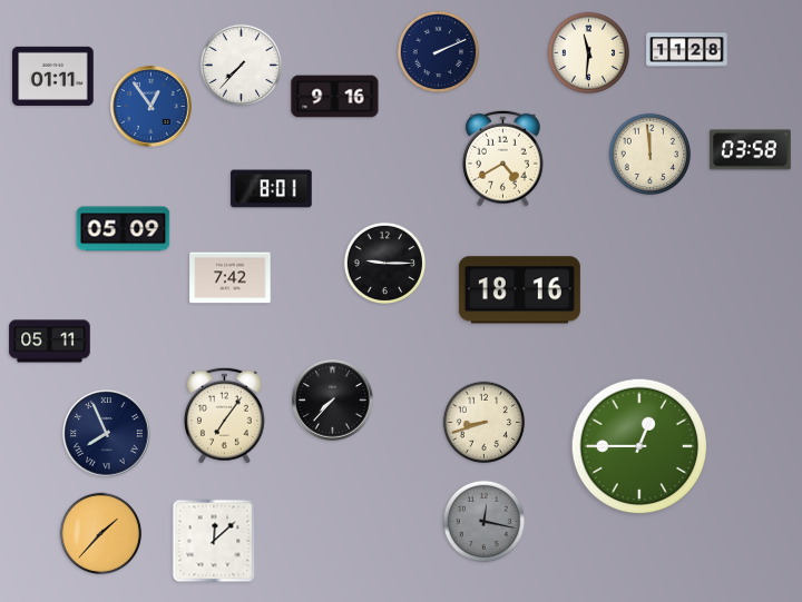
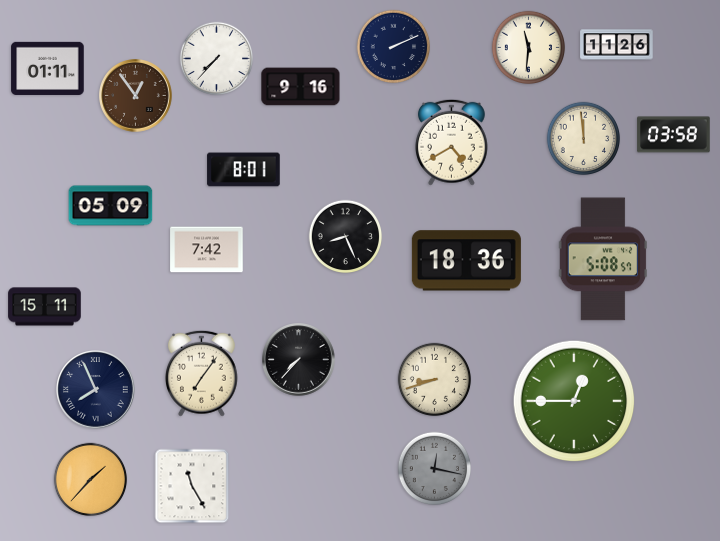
clock at (687, 50): 11:28 -> 11:26
clock at (151, 107) dial: blue -> brown
clock at (385, 264): 9:15 -> 8:26
clock at (603, 259): none -> 5:08
clock at (519, 290): 18:16 -> 18:36
clock at (50, 342): 05:11 -> 15:11
clock at (214, 541): 12:08 -> 11:25
